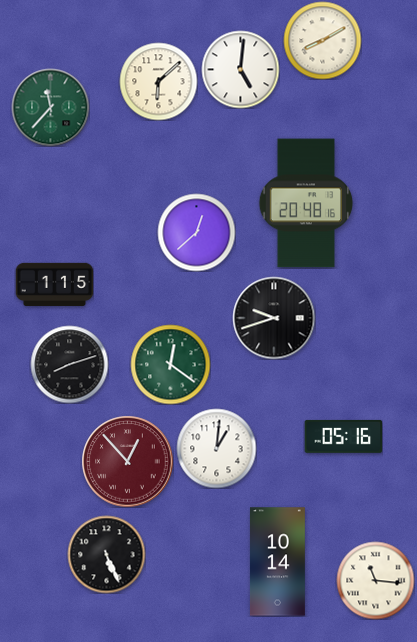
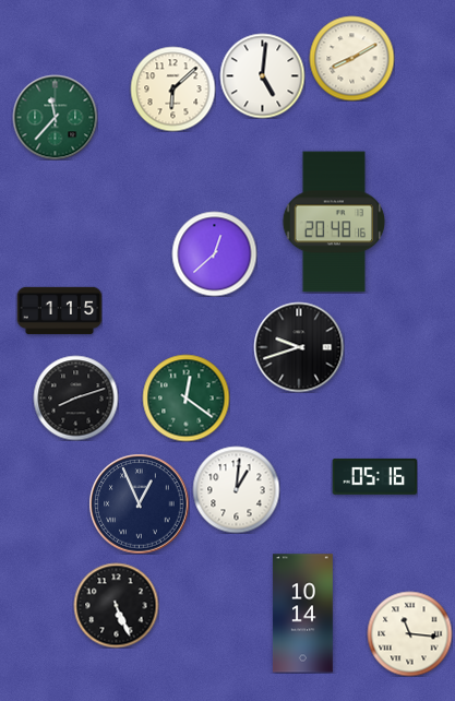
clock at (322, 40) position: (322, 40) -> (351, 58)
clock at (127, 461): 12:53 -> 12:56
clock at (127, 461) dial: burgundy -> navy
